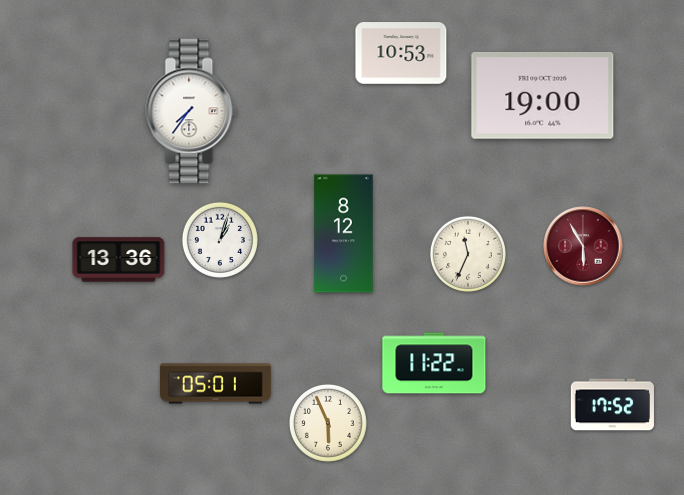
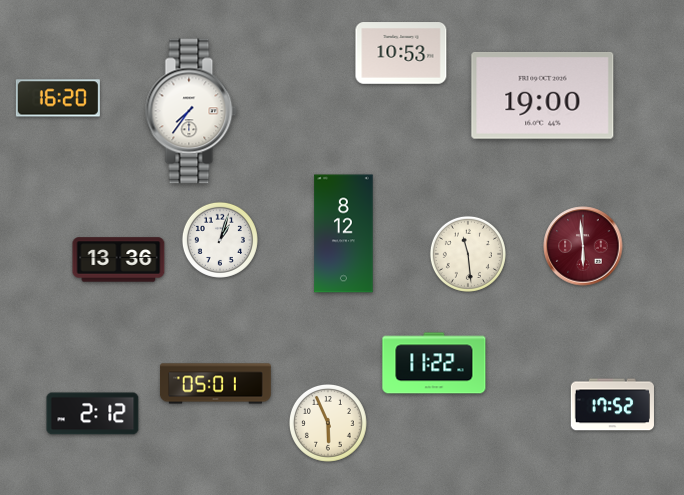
clock at (58, 98): none -> 16:20
clock at (583, 246): 5:55 -> 5:59
clock at (468, 254): 11:34 -> 11:29
clock at (93, 414): none -> 2:12
